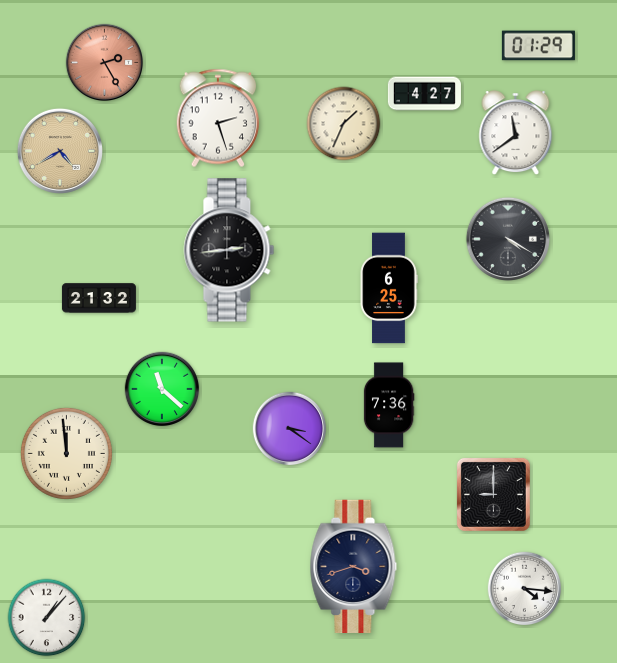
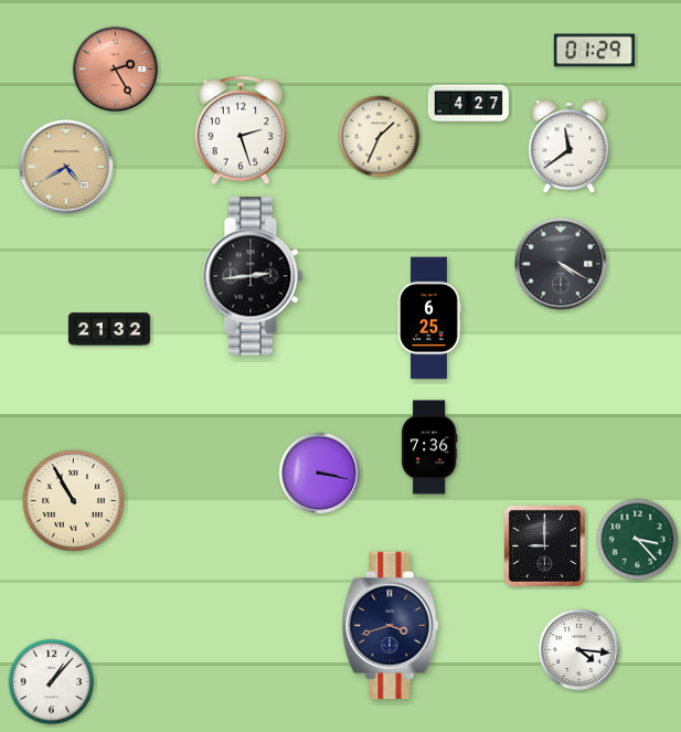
clock at (162, 389): 11:22 -> none
clock at (290, 429): 3:21 -> 3:17
clock at (66, 453): 11:59 -> 10:55
clock at (638, 540): none -> 3:23
